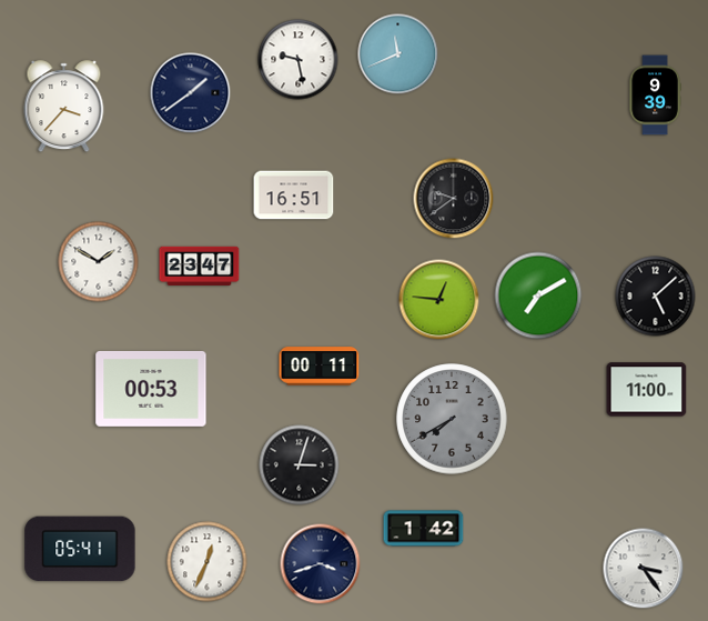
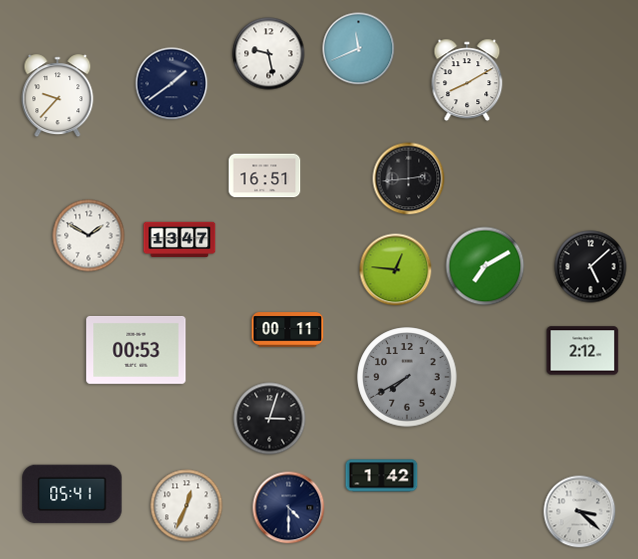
clock at (467, 80): none -> 8:10
clock at (655, 96): 9:39 -> none
clock at (64, 107): 3:37 -> 9:37
clock at (454, 199): 9:39 -> 2:44
clock at (200, 266): 23:47 -> 13:47
clock at (647, 390): 11:00 -> 2:12
clock at (321, 564): 3:42 -> 4:30
clock at (644, 569): 3:24 -> 3:22
